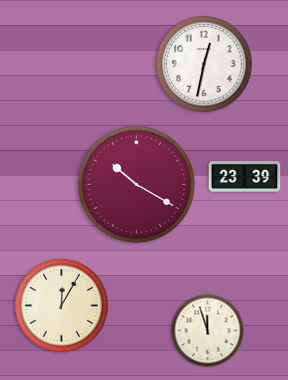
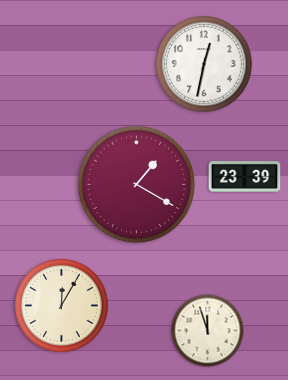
clock at (137, 185): 10:20 -> 1:20
